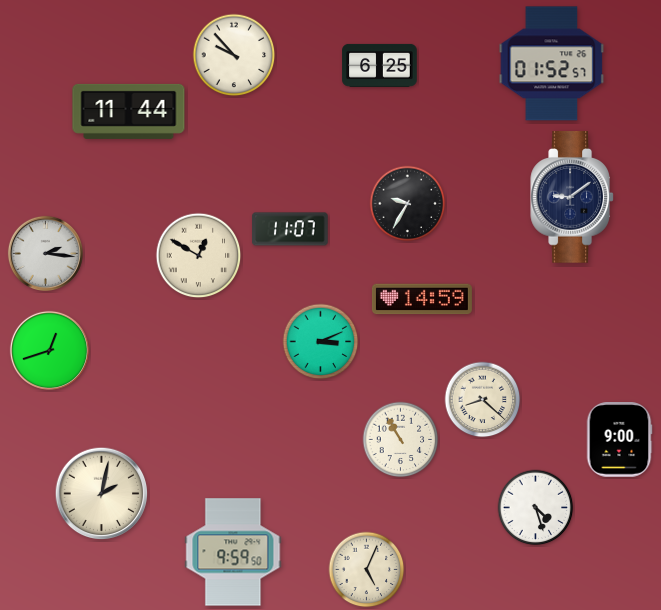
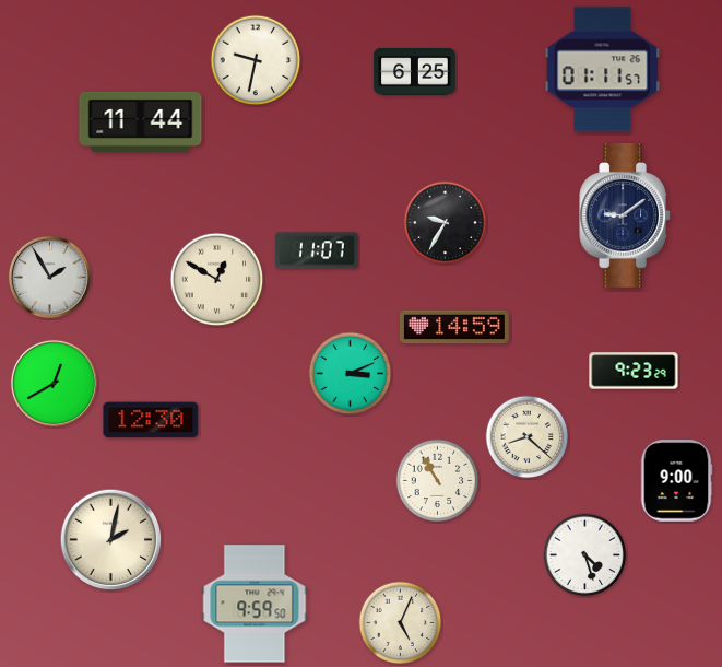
clock at (234, 55): 9:53 -> 9:32
clock at (552, 64): 01:52 -> 01:11
clock at (45, 253): 2:16 -> 1:55
clock at (422, 299) position: (422, 299) -> (454, 327)
clock at (634, 371): none -> 9:23
clock at (49, 350): 12:42 -> 12:40
clock at (151, 420): none -> 12:30
